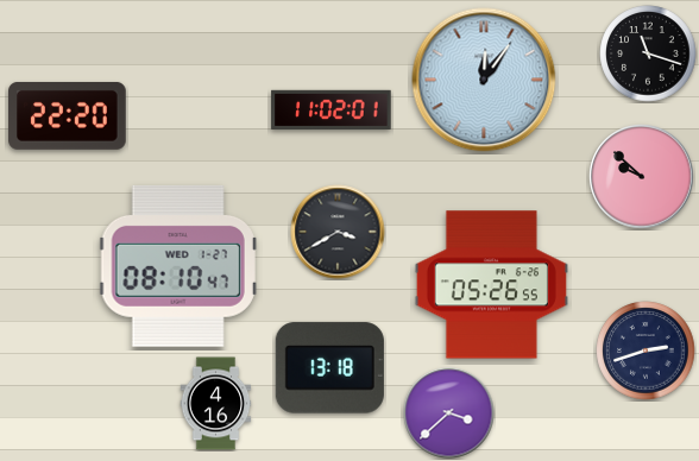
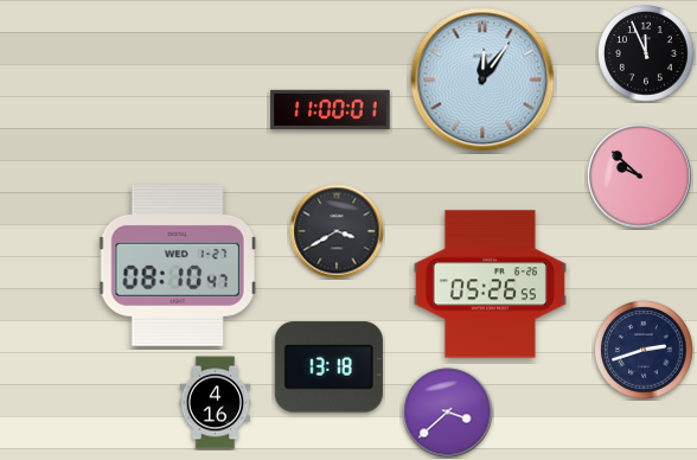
clock at (648, 53): 11:18 -> 11:56
clock at (332, 109): 11:02 -> 11:00
clock at (68, 115): 22:20 -> none
